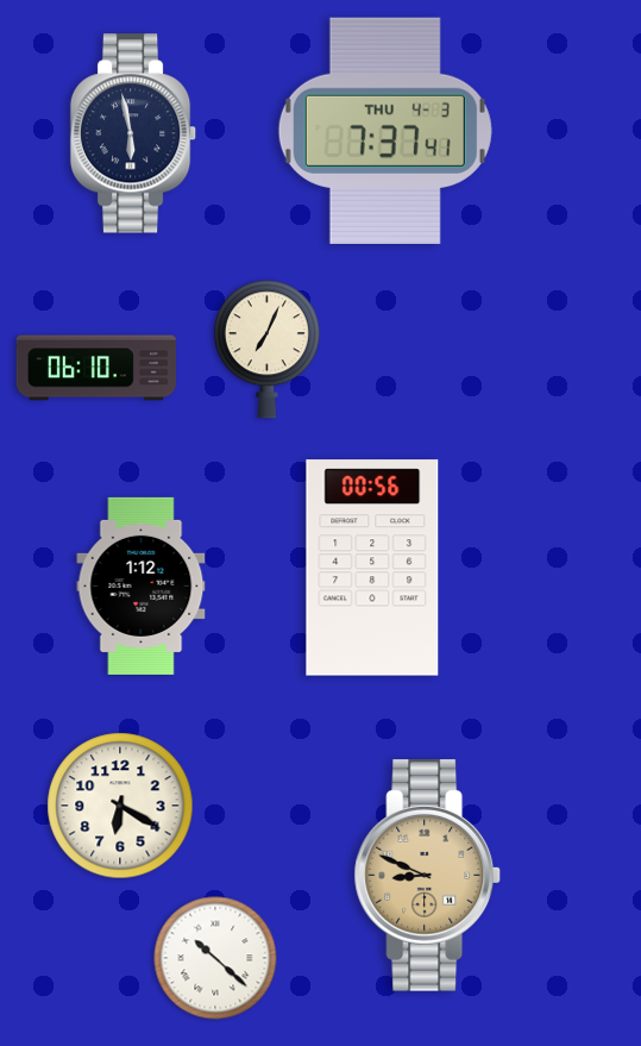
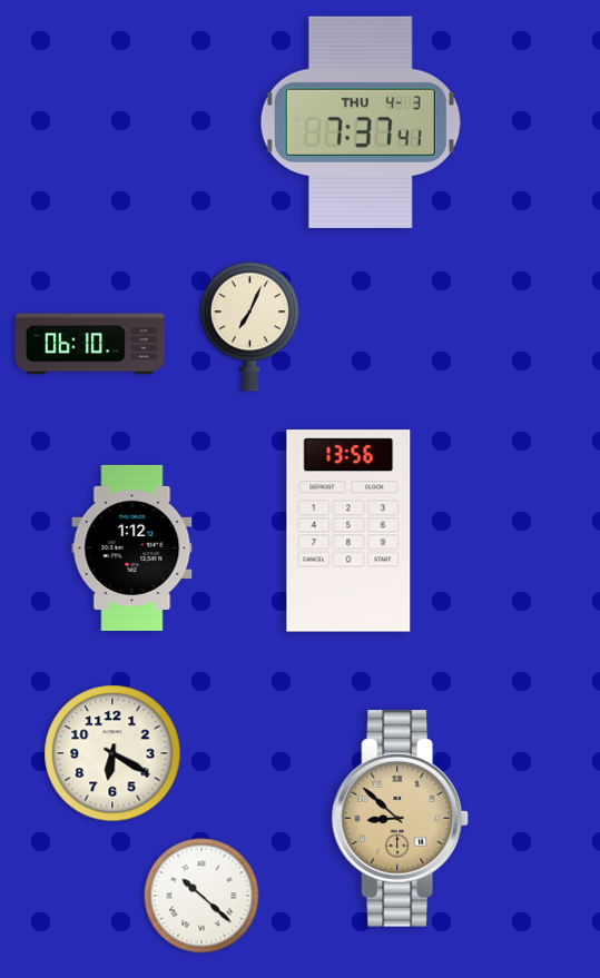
clock at (133, 133): 5:58 -> none
clock at (372, 568): 00:56 -> 13:56
clock at (428, 876): 8:49 -> 8:52
